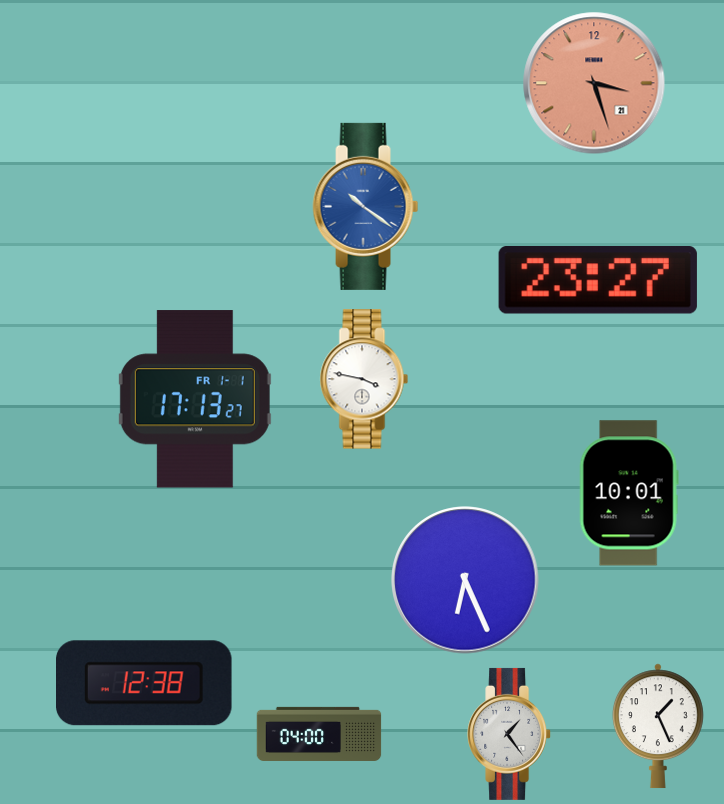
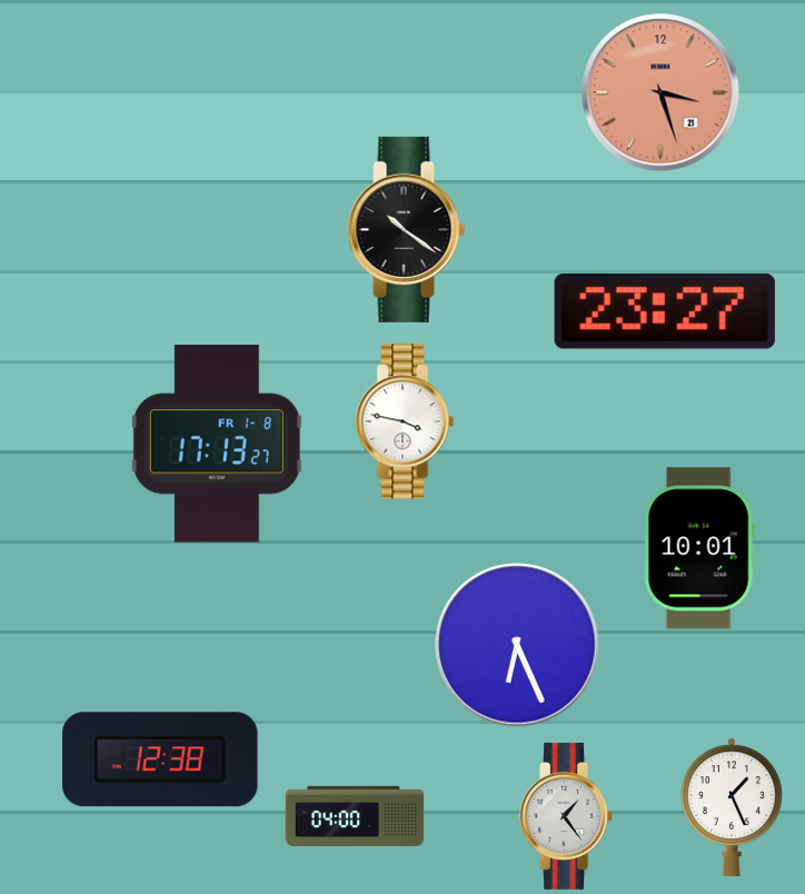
clock at (366, 206) dial: blue -> black
clock at (195, 399) date: FR 1-1 -> FR 1-8
